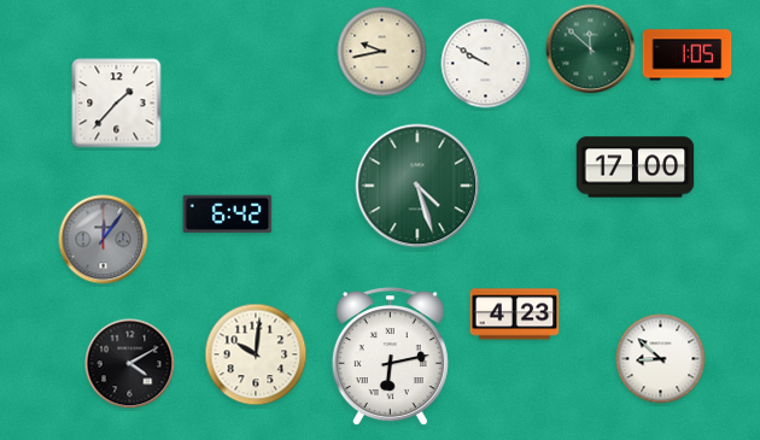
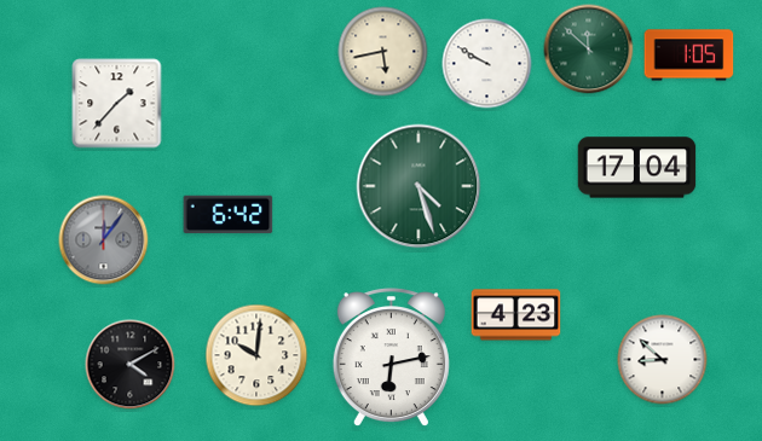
clock at (591, 49) position: (591, 49) -> (589, 50)
clock at (382, 52): 9:43 -> 5:43
clock at (636, 168): 17:00 -> 17:04
